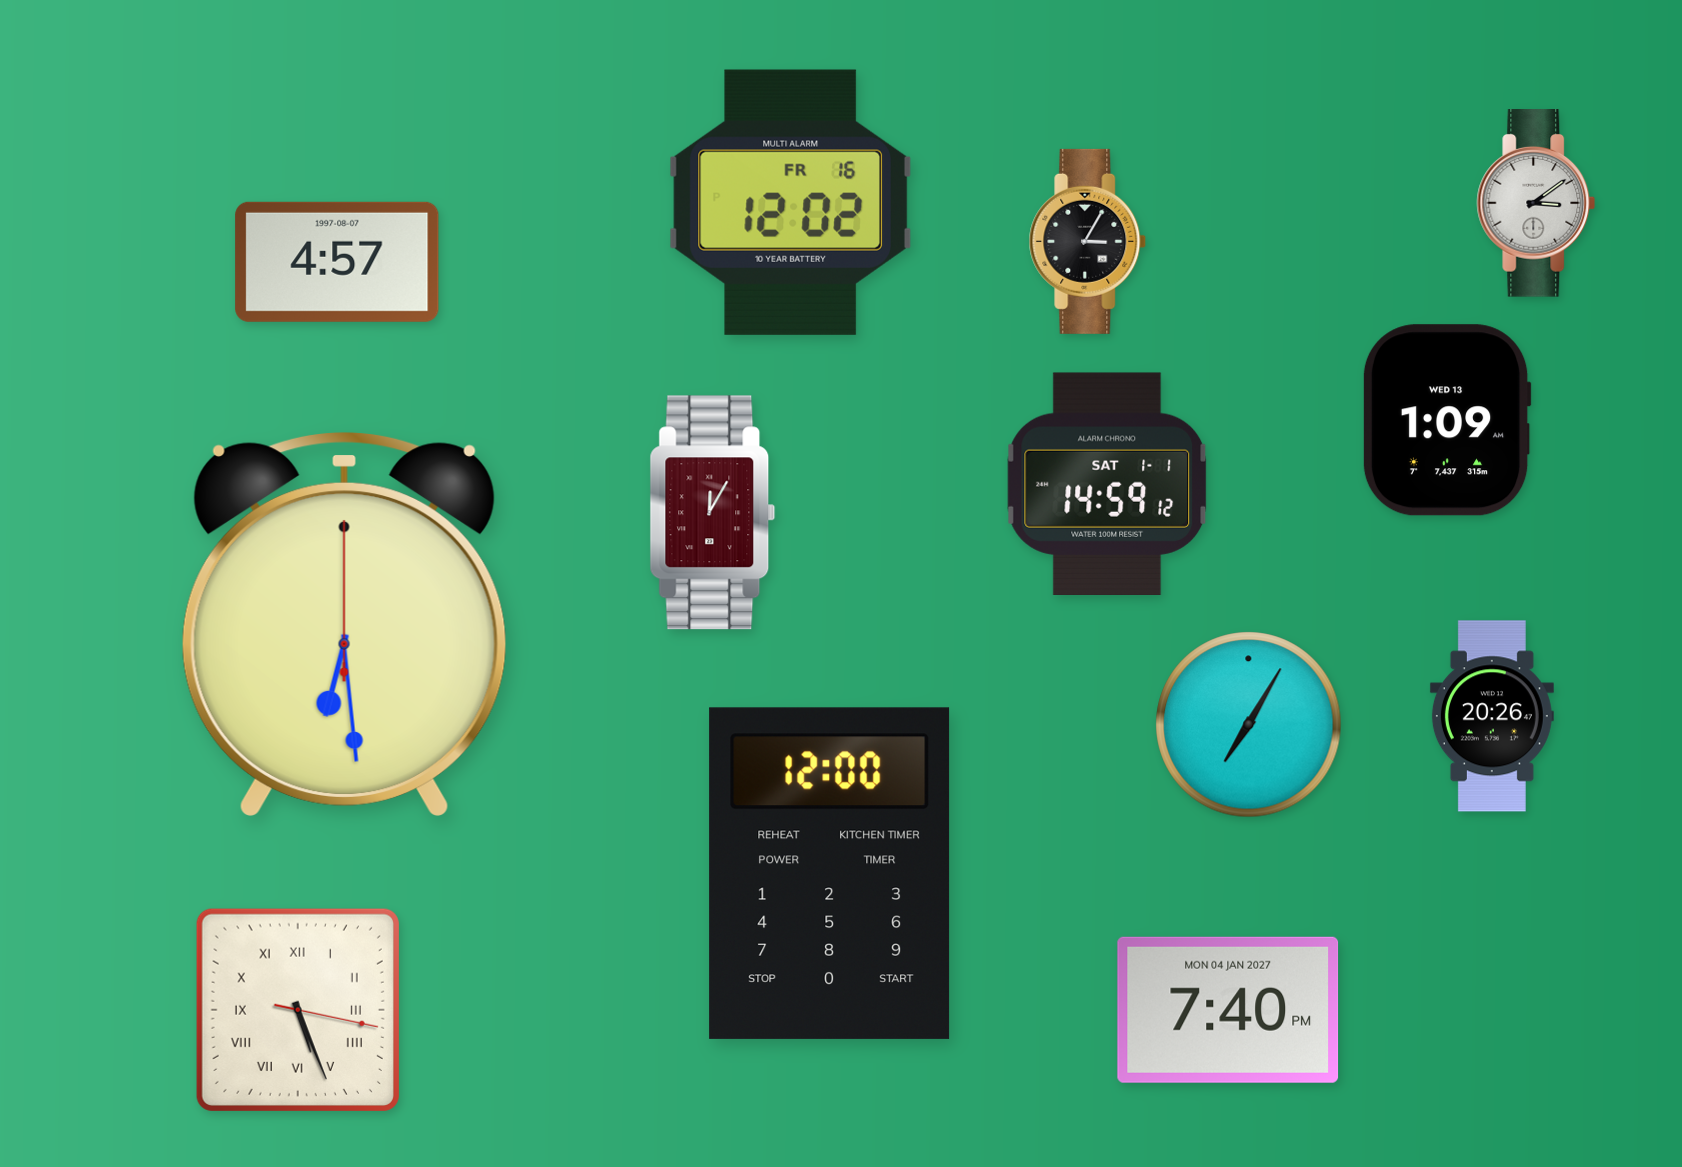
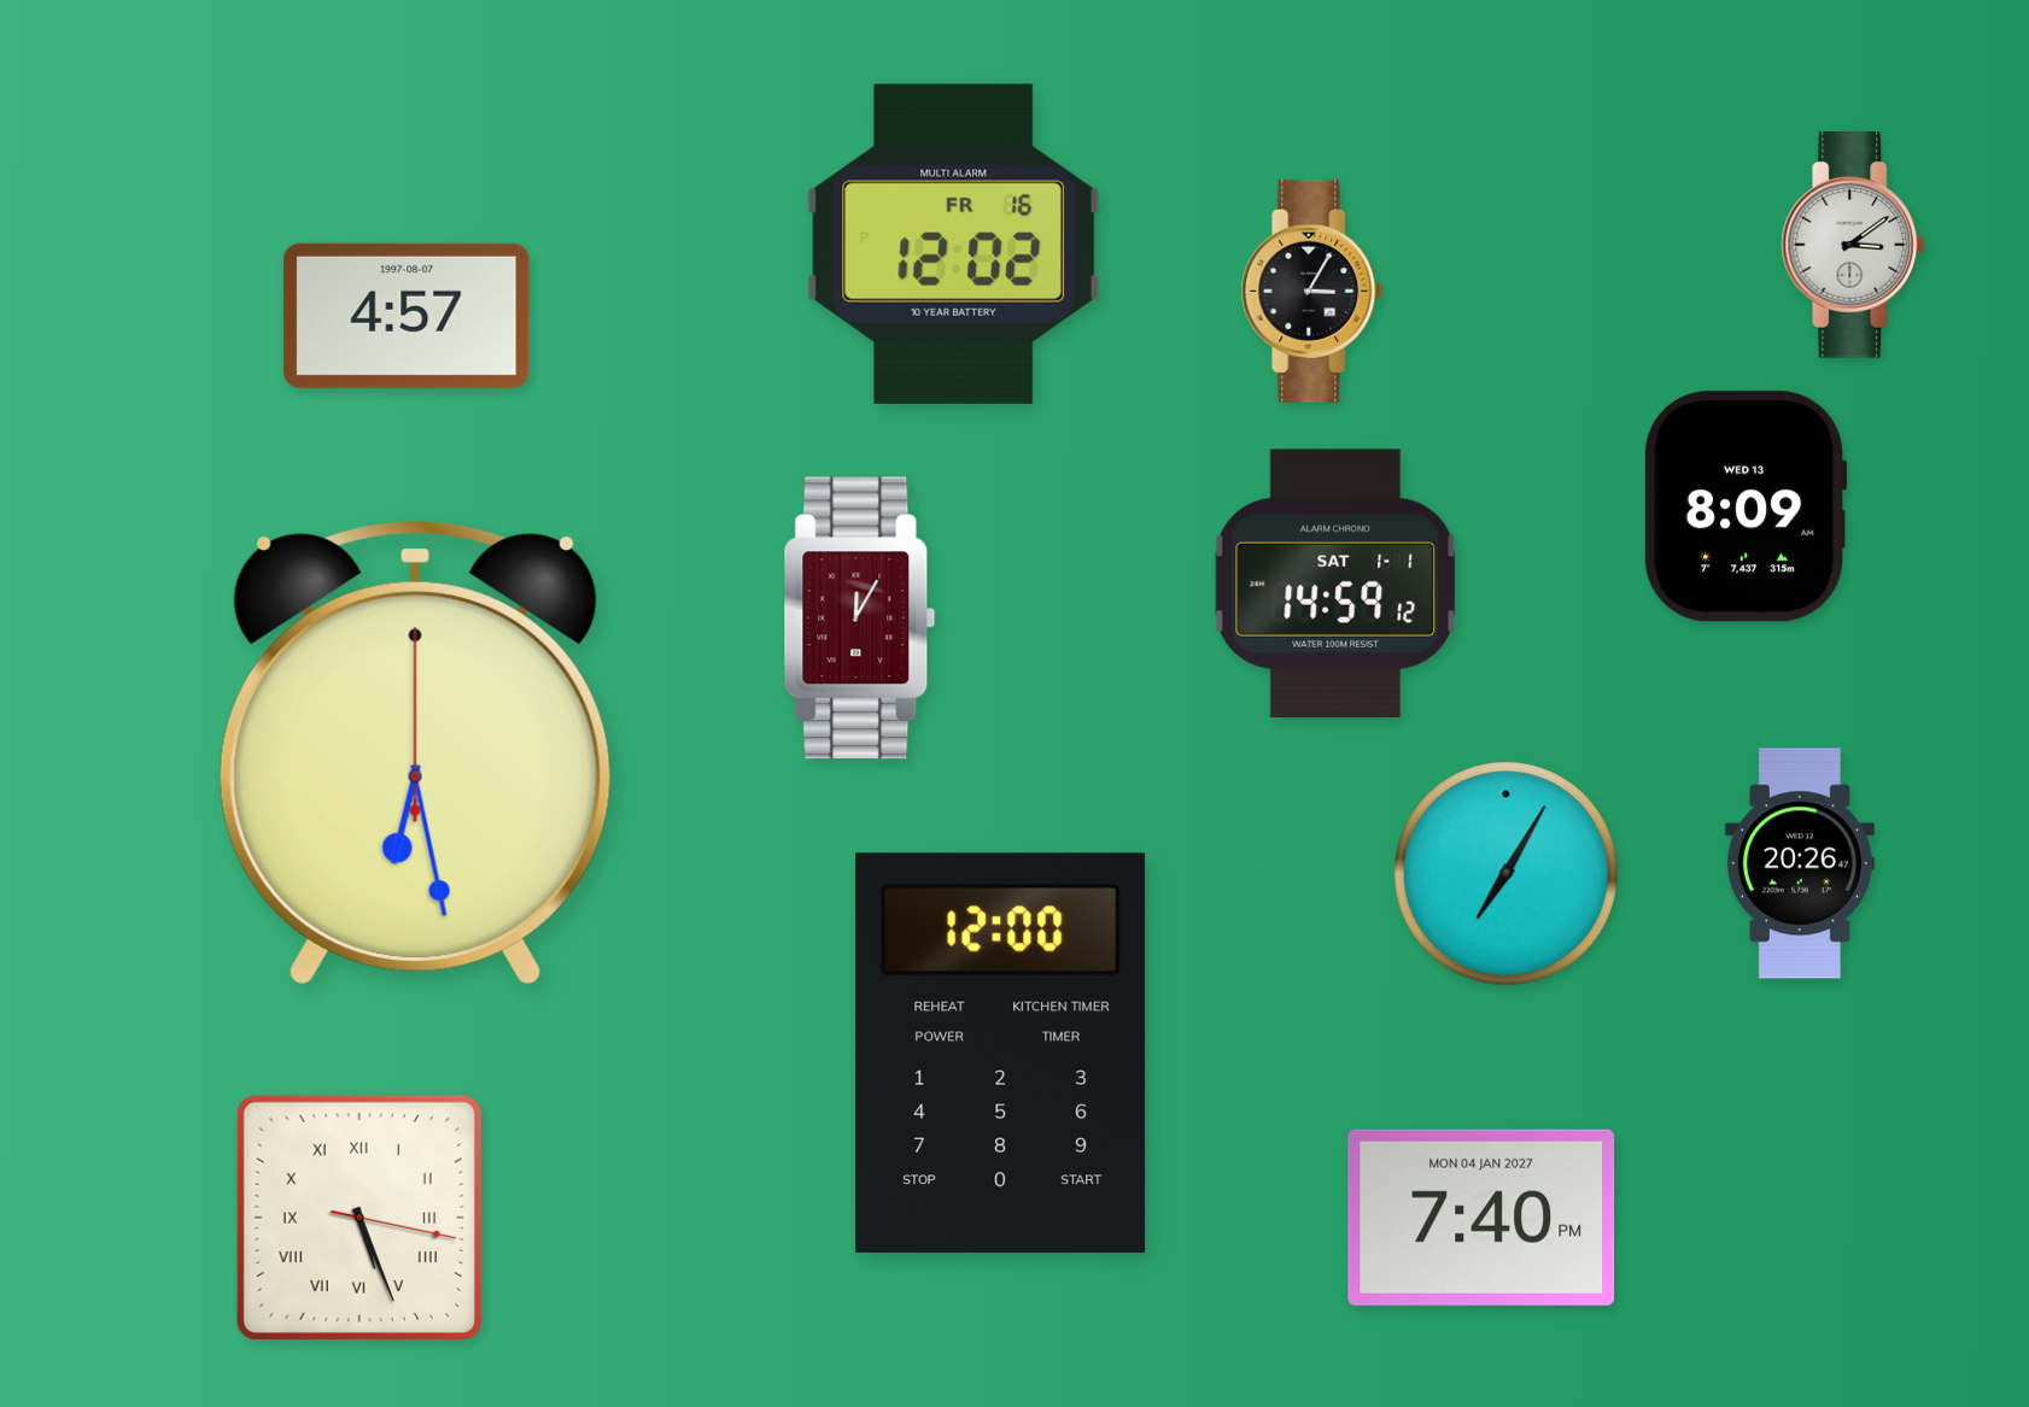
clock at (1447, 420): 1:09 -> 8:09
clock at (344, 625): 6:29 -> 6:28
